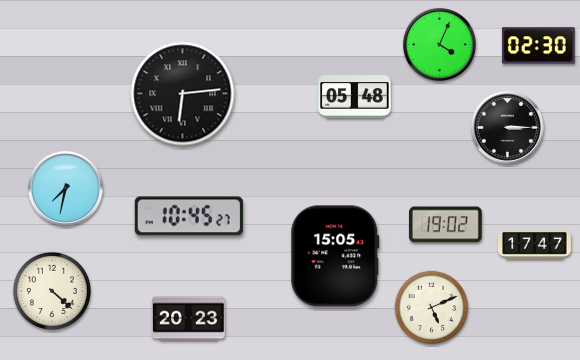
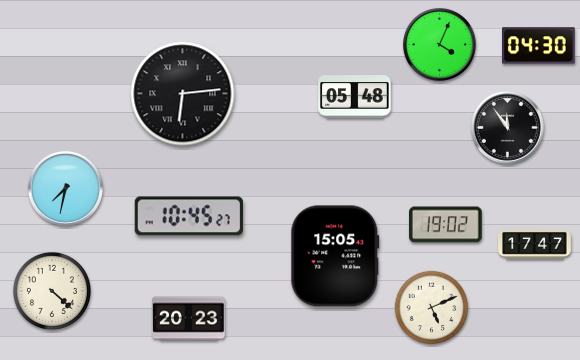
clock at (539, 46): 02:30 -> 04:30
clock at (507, 127): 3:15 -> 11:54
